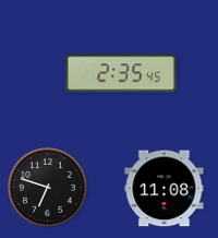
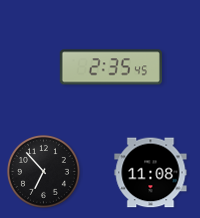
clock at (48, 188): 6:48 -> 6:53
